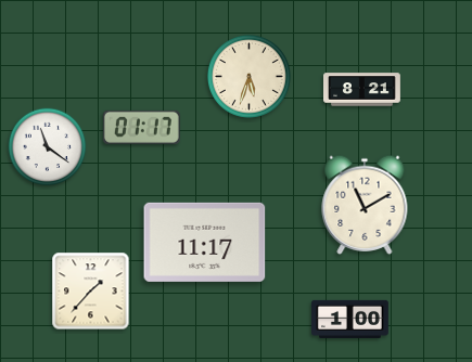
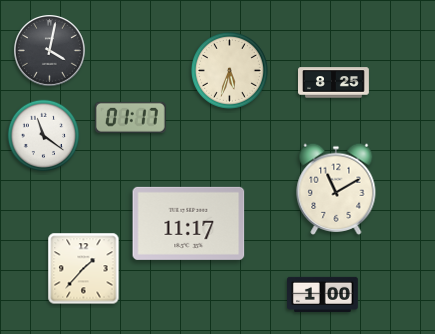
clock at (50, 51): none -> 4:02
clock at (362, 90): 8:21 -> 8:25
